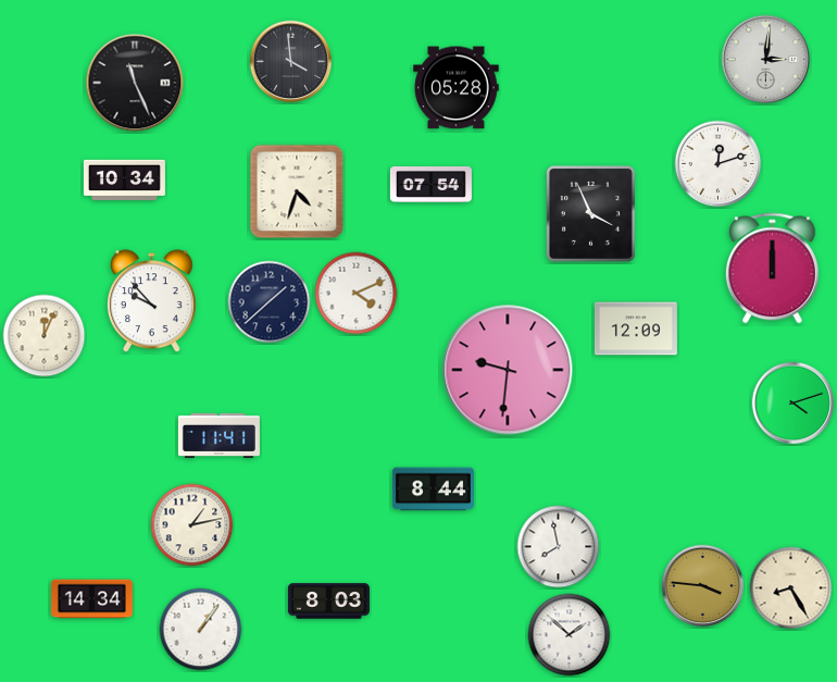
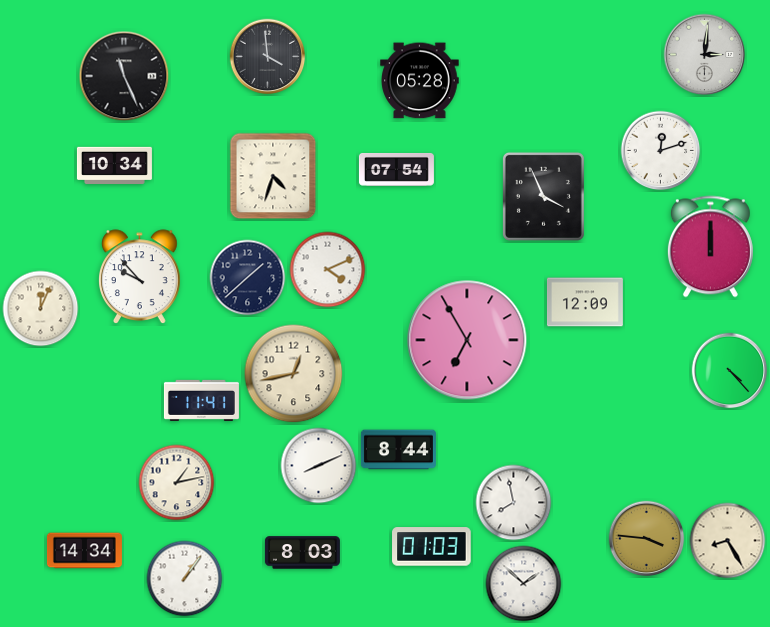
clock at (508, 370): 9:31 -> 6:55
clock at (794, 404): 4:12 -> 4:23
clock at (294, 374): none -> 12:43
clock at (319, 466): none -> 8:11
clock at (432, 547): none -> 01:03
